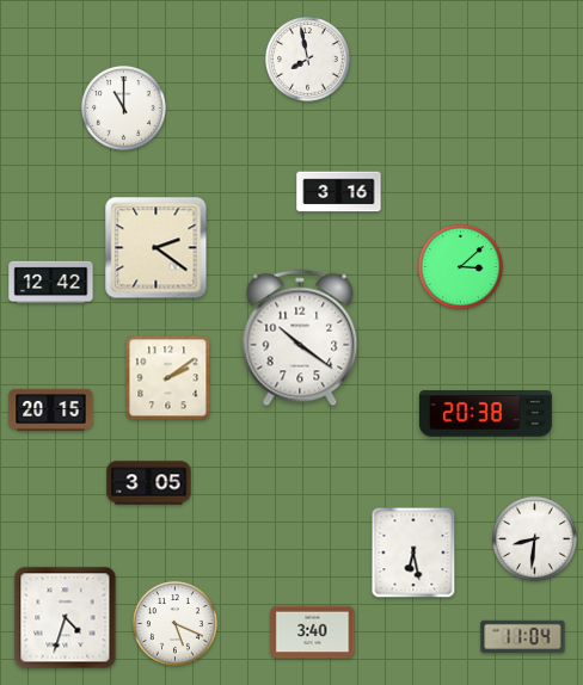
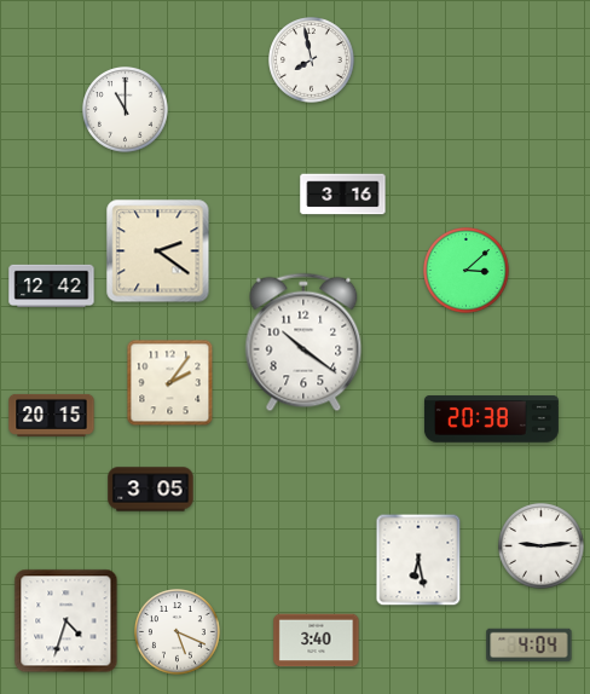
clock at (168, 378): 2:09 -> 2:06
clock at (535, 539): 8:31 -> 9:14
clock at (66, 618) position: (66, 618) -> (66, 621)
clock at (523, 637): 11:04 -> 4:04
